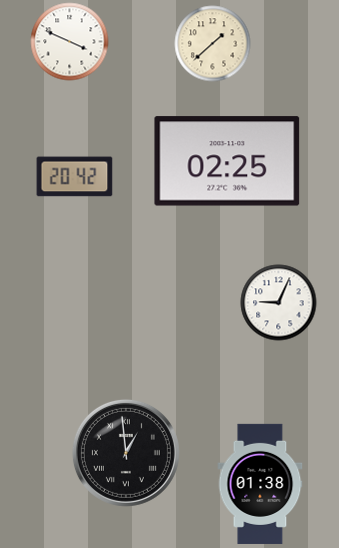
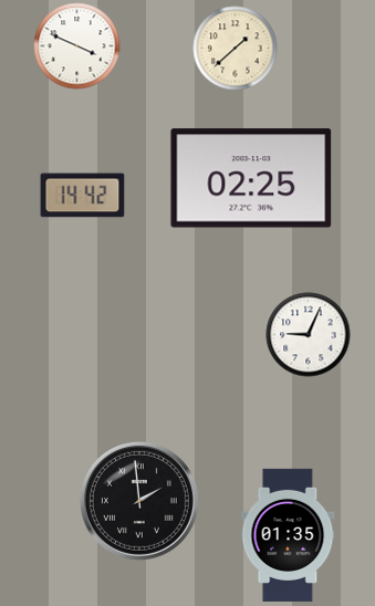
clock at (75, 177): 20:42 -> 14:42
clock at (126, 453): 12:59 -> 1:59
clock at (260, 484): 01:38 -> 01:35
